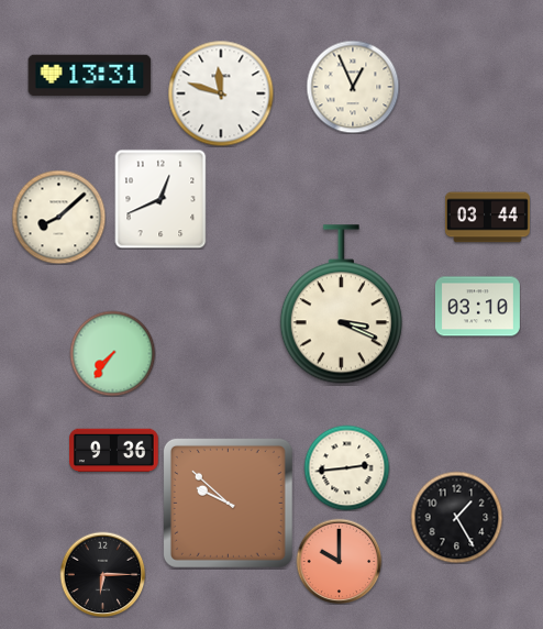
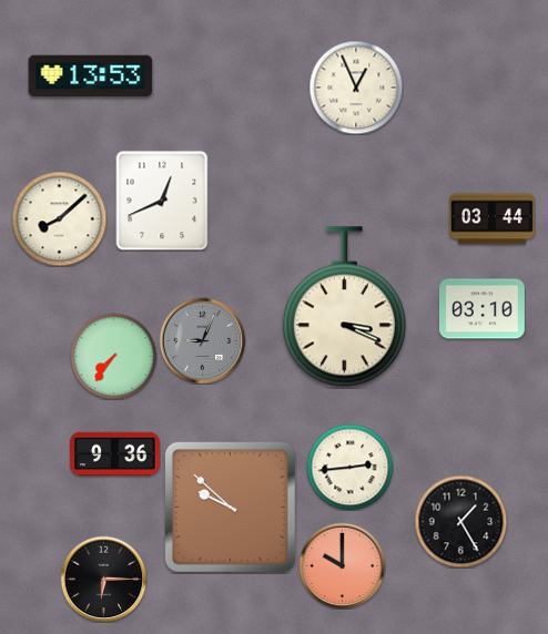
clock at (90, 76): 13:31 -> 13:53
clock at (221, 93): 11:48 -> none
clock at (202, 340): none -> 9:04
clock at (346, 467) position: (346, 467) -> (349, 467)
